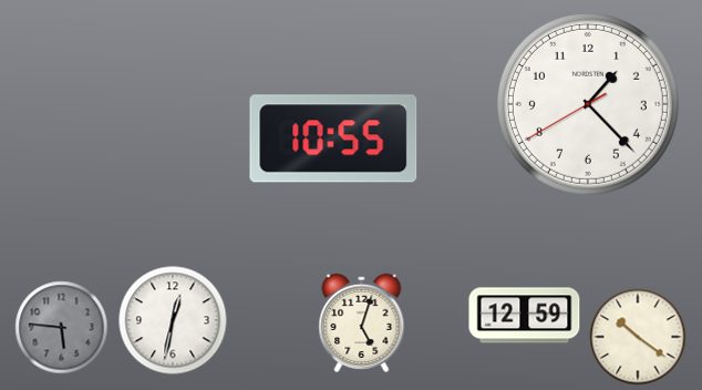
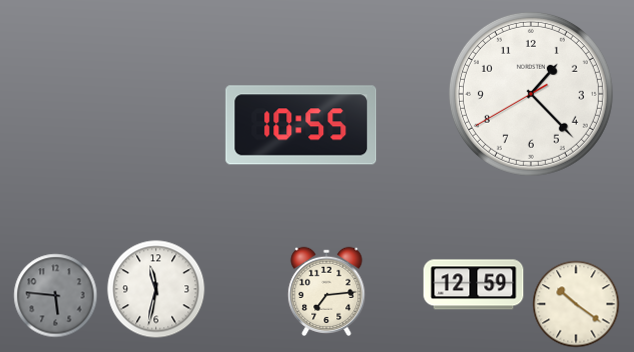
clock at (173, 320): 12:32 -> 11:32
clock at (362, 322): 5:03 -> 7:14
